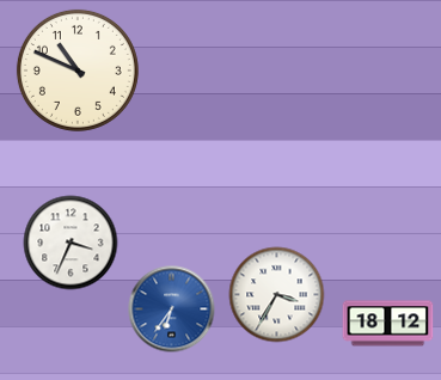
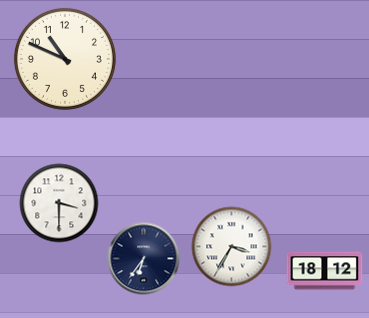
clock at (71, 243): 3:34 -> 3:30
clock at (172, 309) dial: blue -> navy
